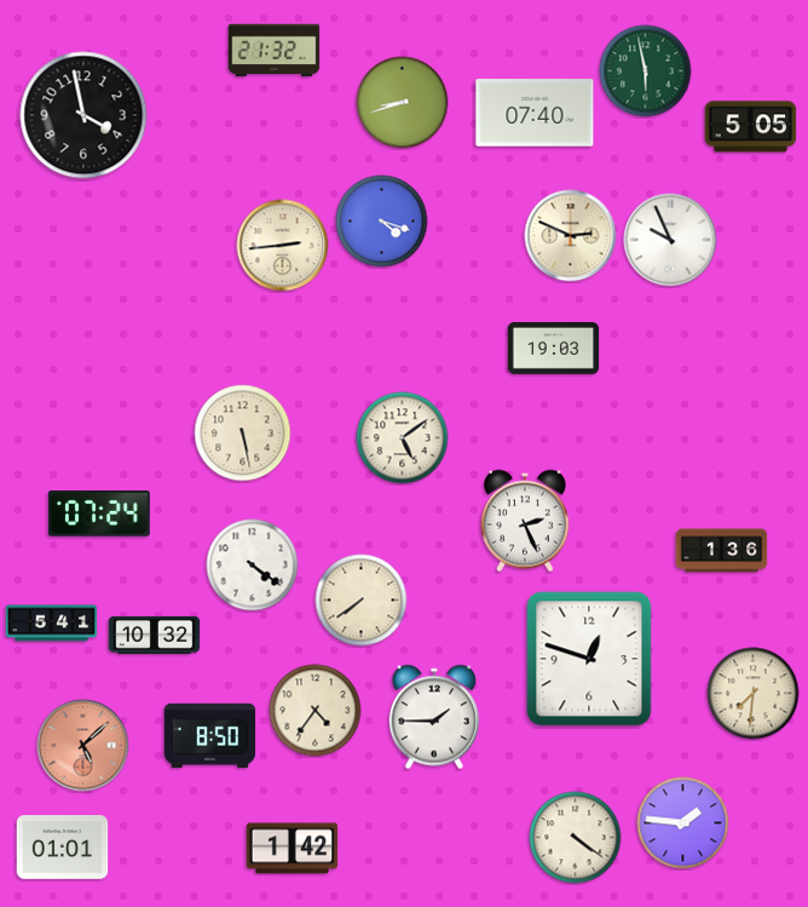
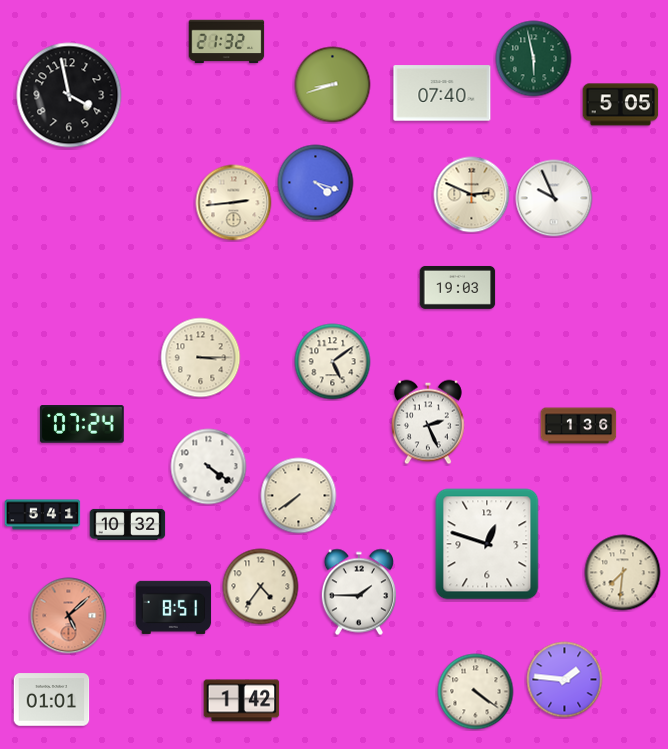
clock at (243, 434): 5:28 -> 3:15
clock at (525, 521) position: (525, 521) -> (428, 422)
clock at (722, 551) position: (722, 551) -> (579, 426)
clock at (210, 735): 8:50 -> 8:51
